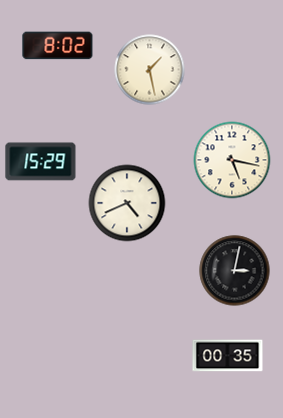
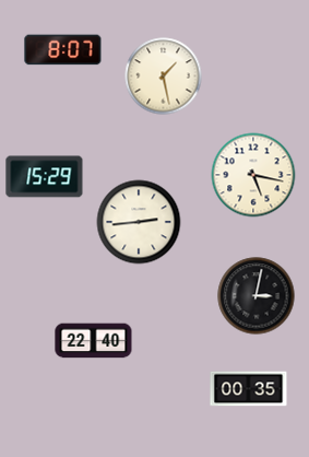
clock at (58, 46): 8:02 -> 8:07
clock at (127, 203): 4:41 -> 2:44
clock at (94, 341): none -> 22:40
